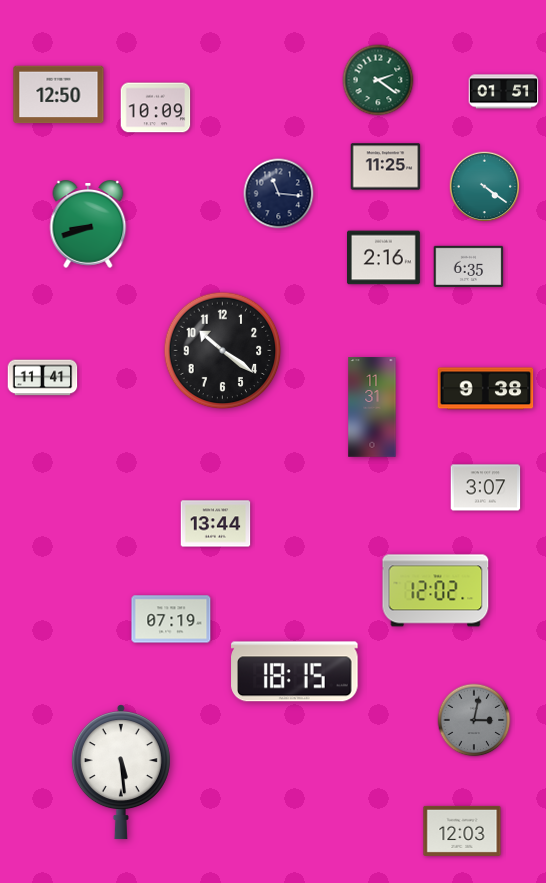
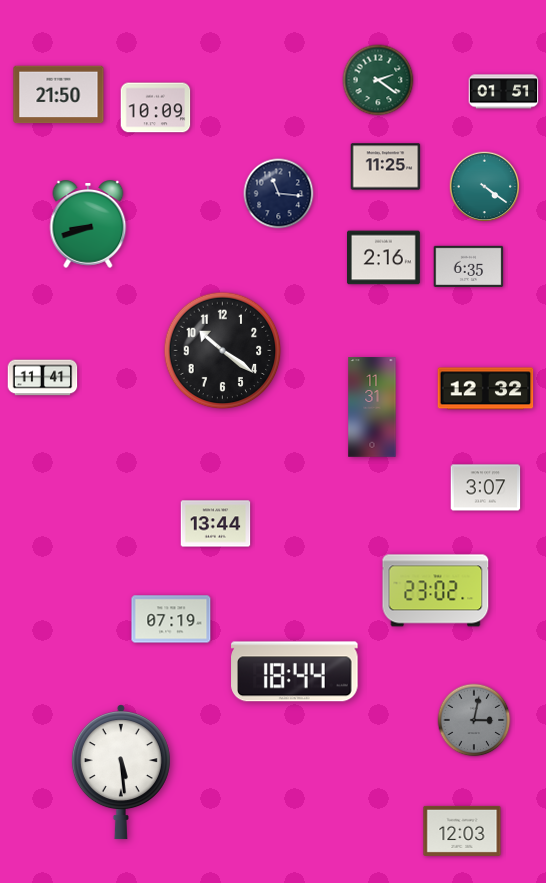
clock at (59, 95): 12:50 -> 21:50
clock at (486, 389): 9:38 -> 12:32
clock at (436, 591): 12:02 -> 23:02
clock at (295, 672): 18:15 -> 18:44
